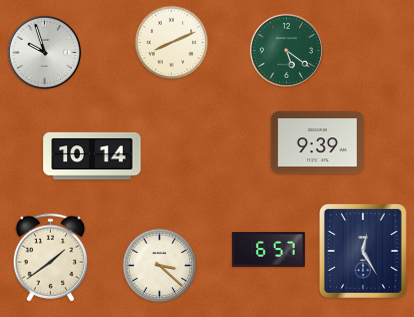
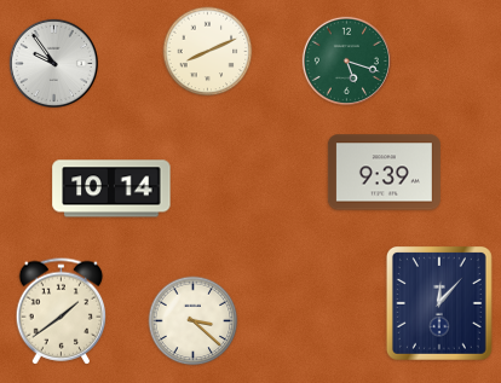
clock at (286, 50): 5:21 -> 5:18
clock at (44, 52): 9:57 -> 9:54
clock at (268, 250): 6:57 -> none
clock at (363, 251): 12:25 -> 12:07
